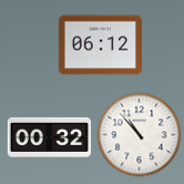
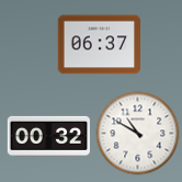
clock at (100, 45): 06:12 -> 06:37
clock at (140, 135): 10:53 -> 10:50
